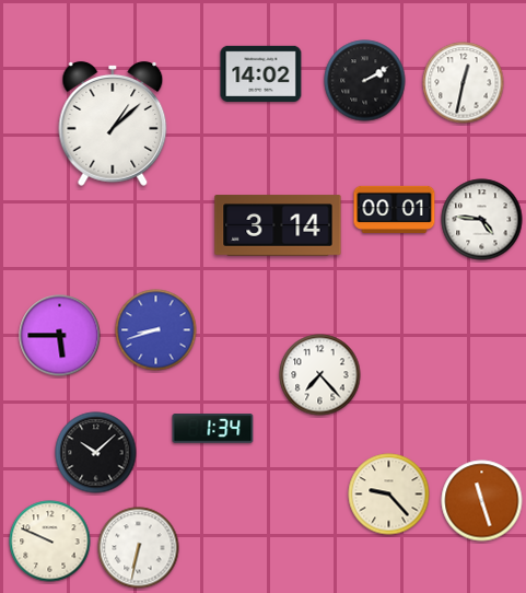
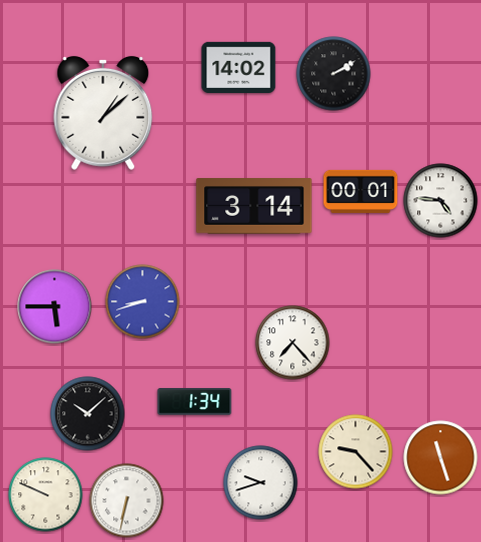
clock at (464, 83): 12:32 -> none
clock at (213, 429) position: (213, 429) -> (195, 402)
clock at (261, 483): none -> 9:42
